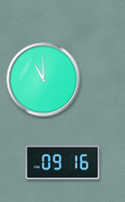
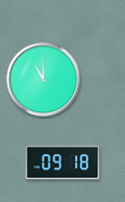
clock at (63, 163): 09:16 -> 09:18
